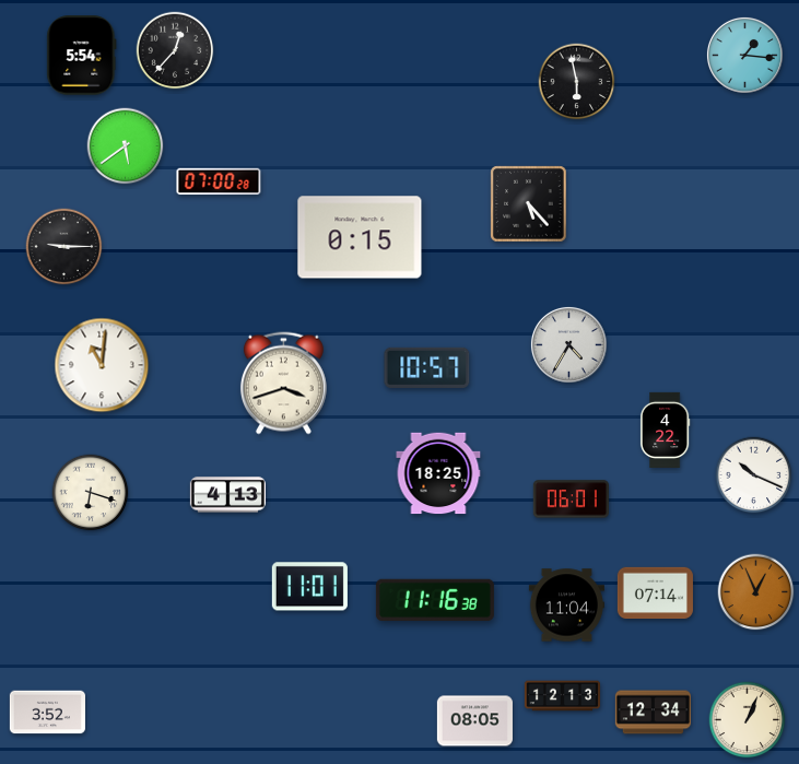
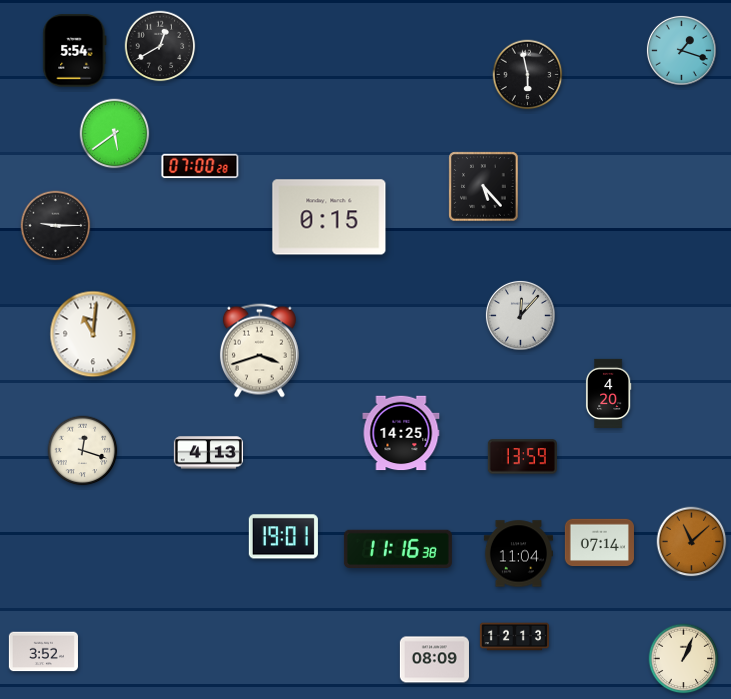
clock at (175, 50): 12:37 -> 12:40
clock at (744, 55): 1:16 -> 1:18
clock at (64, 247) position: (64, 247) -> (56, 226)
clock at (568, 344): 4:35 -> 12:07
clock at (427, 367): 10:57 -> none
clock at (665, 430): 4:22 -> 4:20
clock at (438, 473): 18:25 -> 14:25
clock at (754, 475): 10:19 -> none
clock at (91, 493): 6:18 -> 12:18
clock at (571, 499): 06:01 -> 13:59
clock at (309, 587): 11:01 -> 19:01
clock at (756, 592): 12:56 -> 11:08
clock at (653, 713): 12:34 -> none
clock at (474, 721): 08:05 -> 08:09
